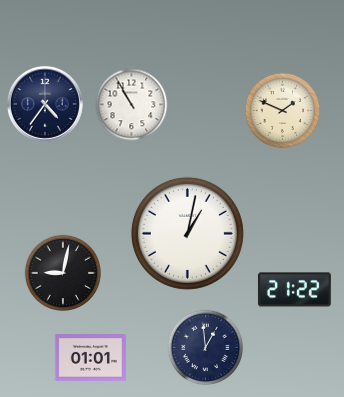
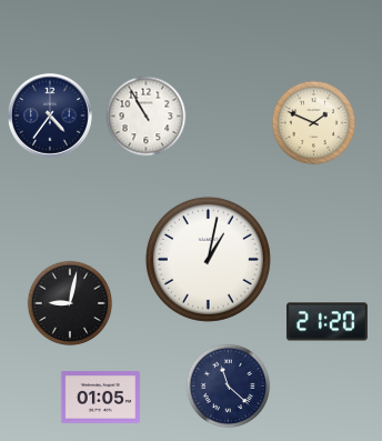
clock at (294, 290): 21:22 -> 21:20
clock at (206, 348): 12:59 -> 11:22
clock at (90, 358): 01:01 -> 01:05
